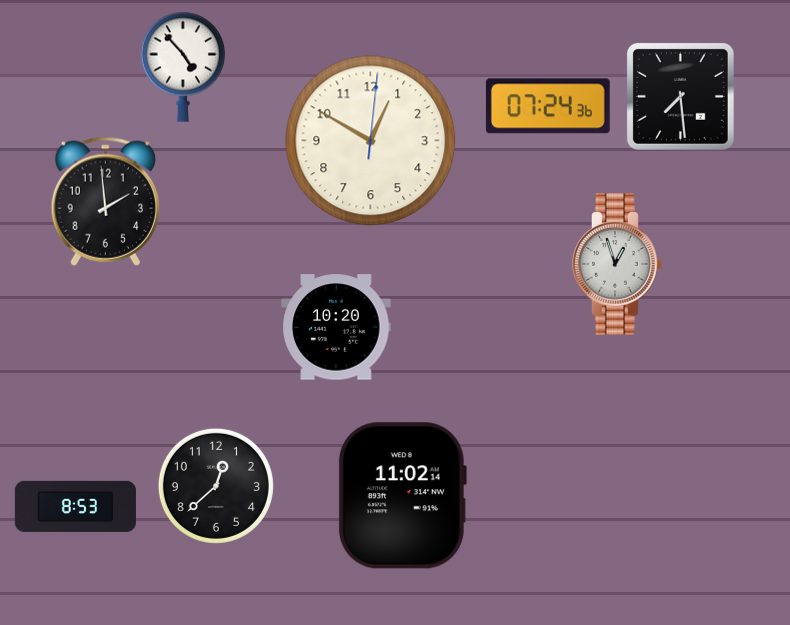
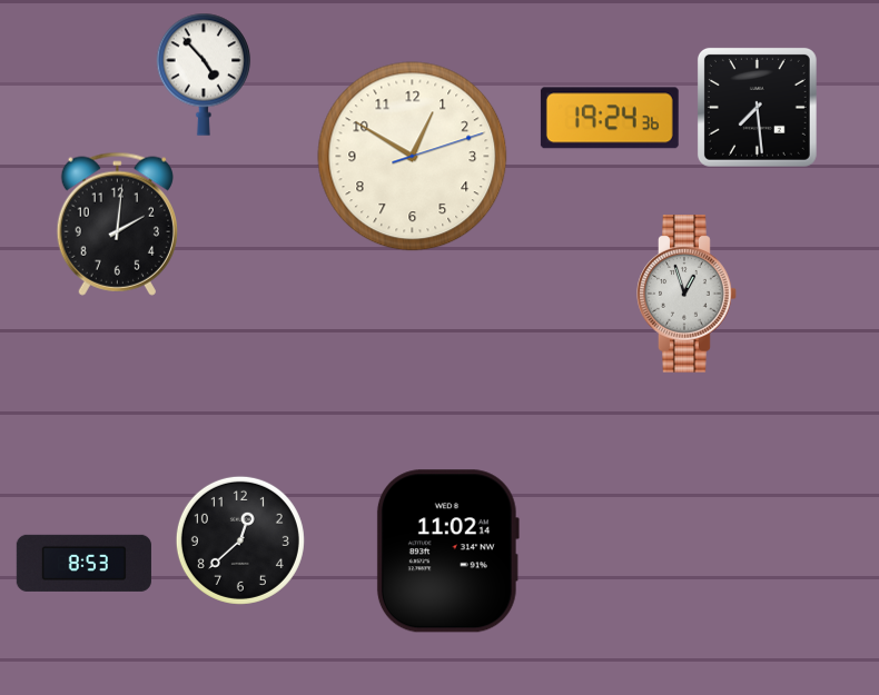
clock at (548, 106): 07:24 -> 19:24
clock at (371, 141): 12:50:01 -> 12:50:12
clock at (105, 201): 1:59 -> 2:01
clock at (336, 327): 10:20 -> none
